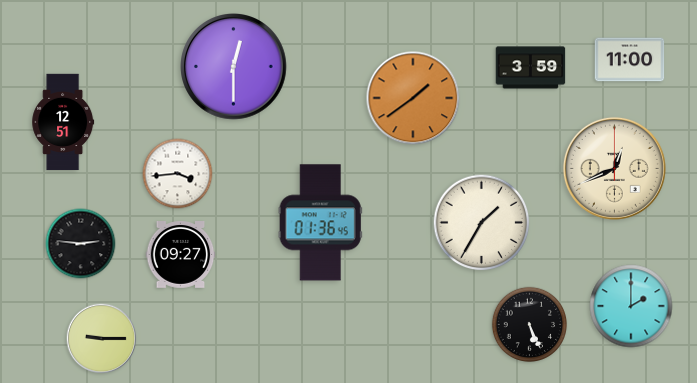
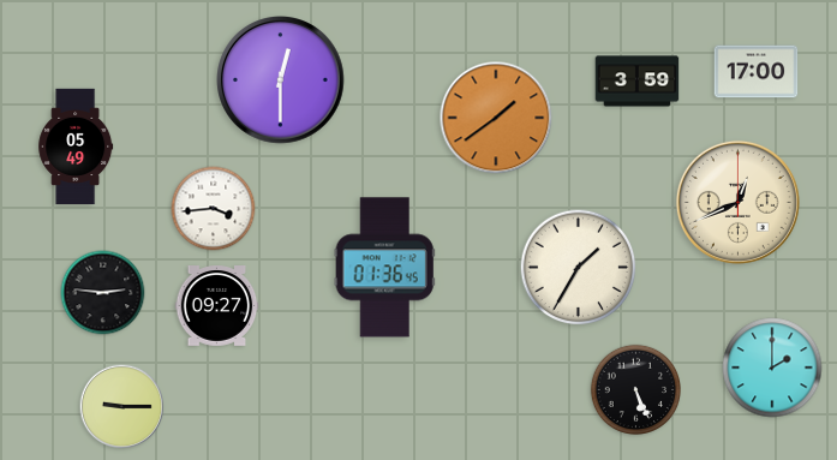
clock at (630, 60): 11:00 -> 17:00
clock at (63, 122): 12:51 -> 05:49
clock at (81, 244) position: (81, 244) -> (103, 293)
clock at (631, 306) position: (631, 306) -> (772, 368)
